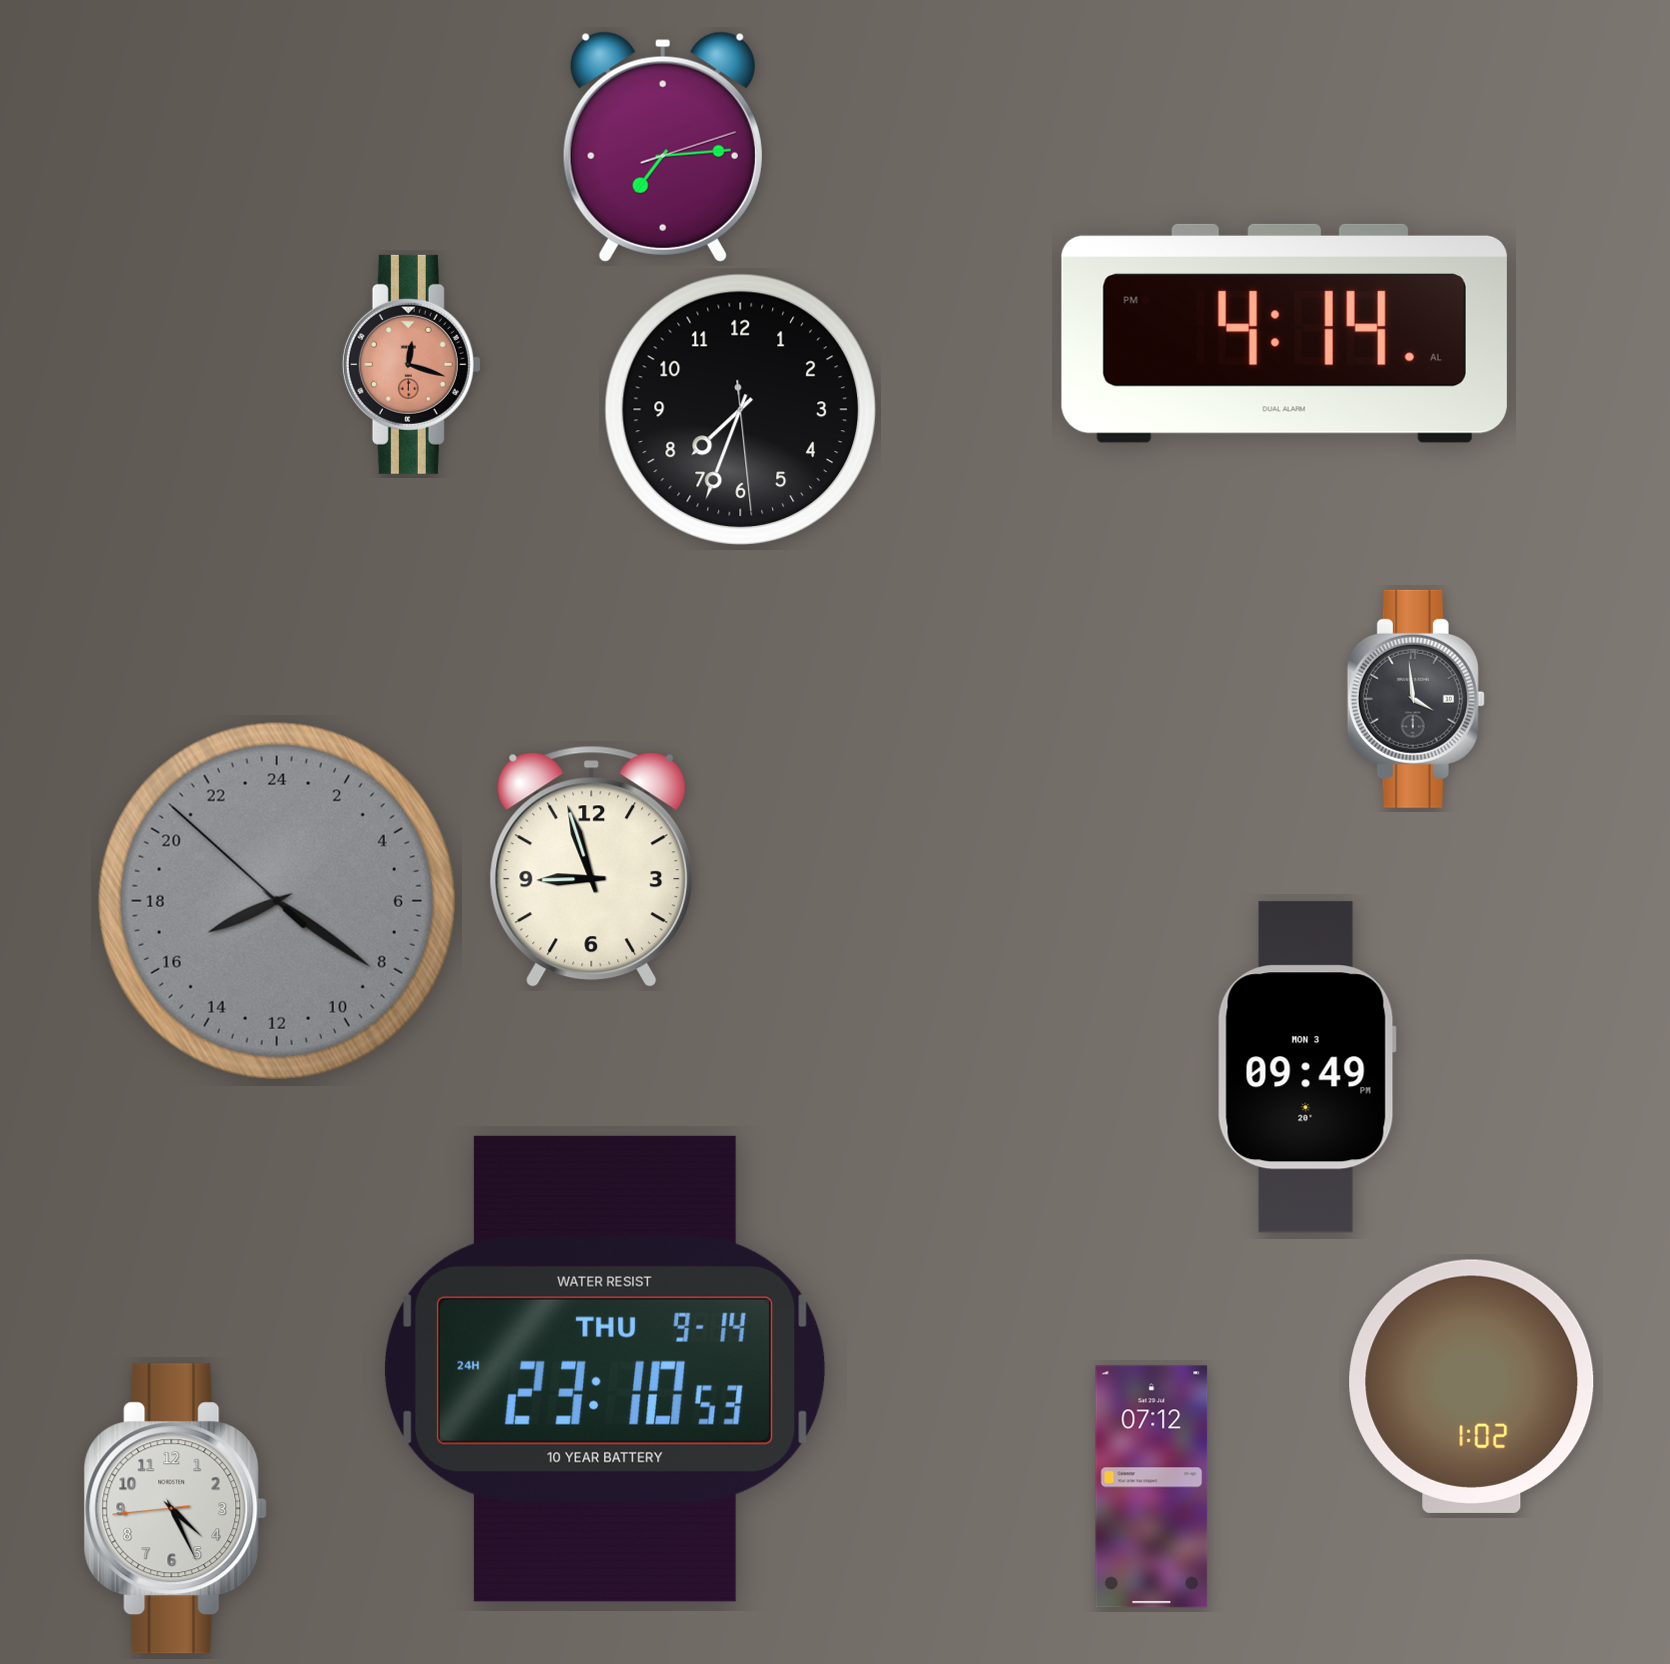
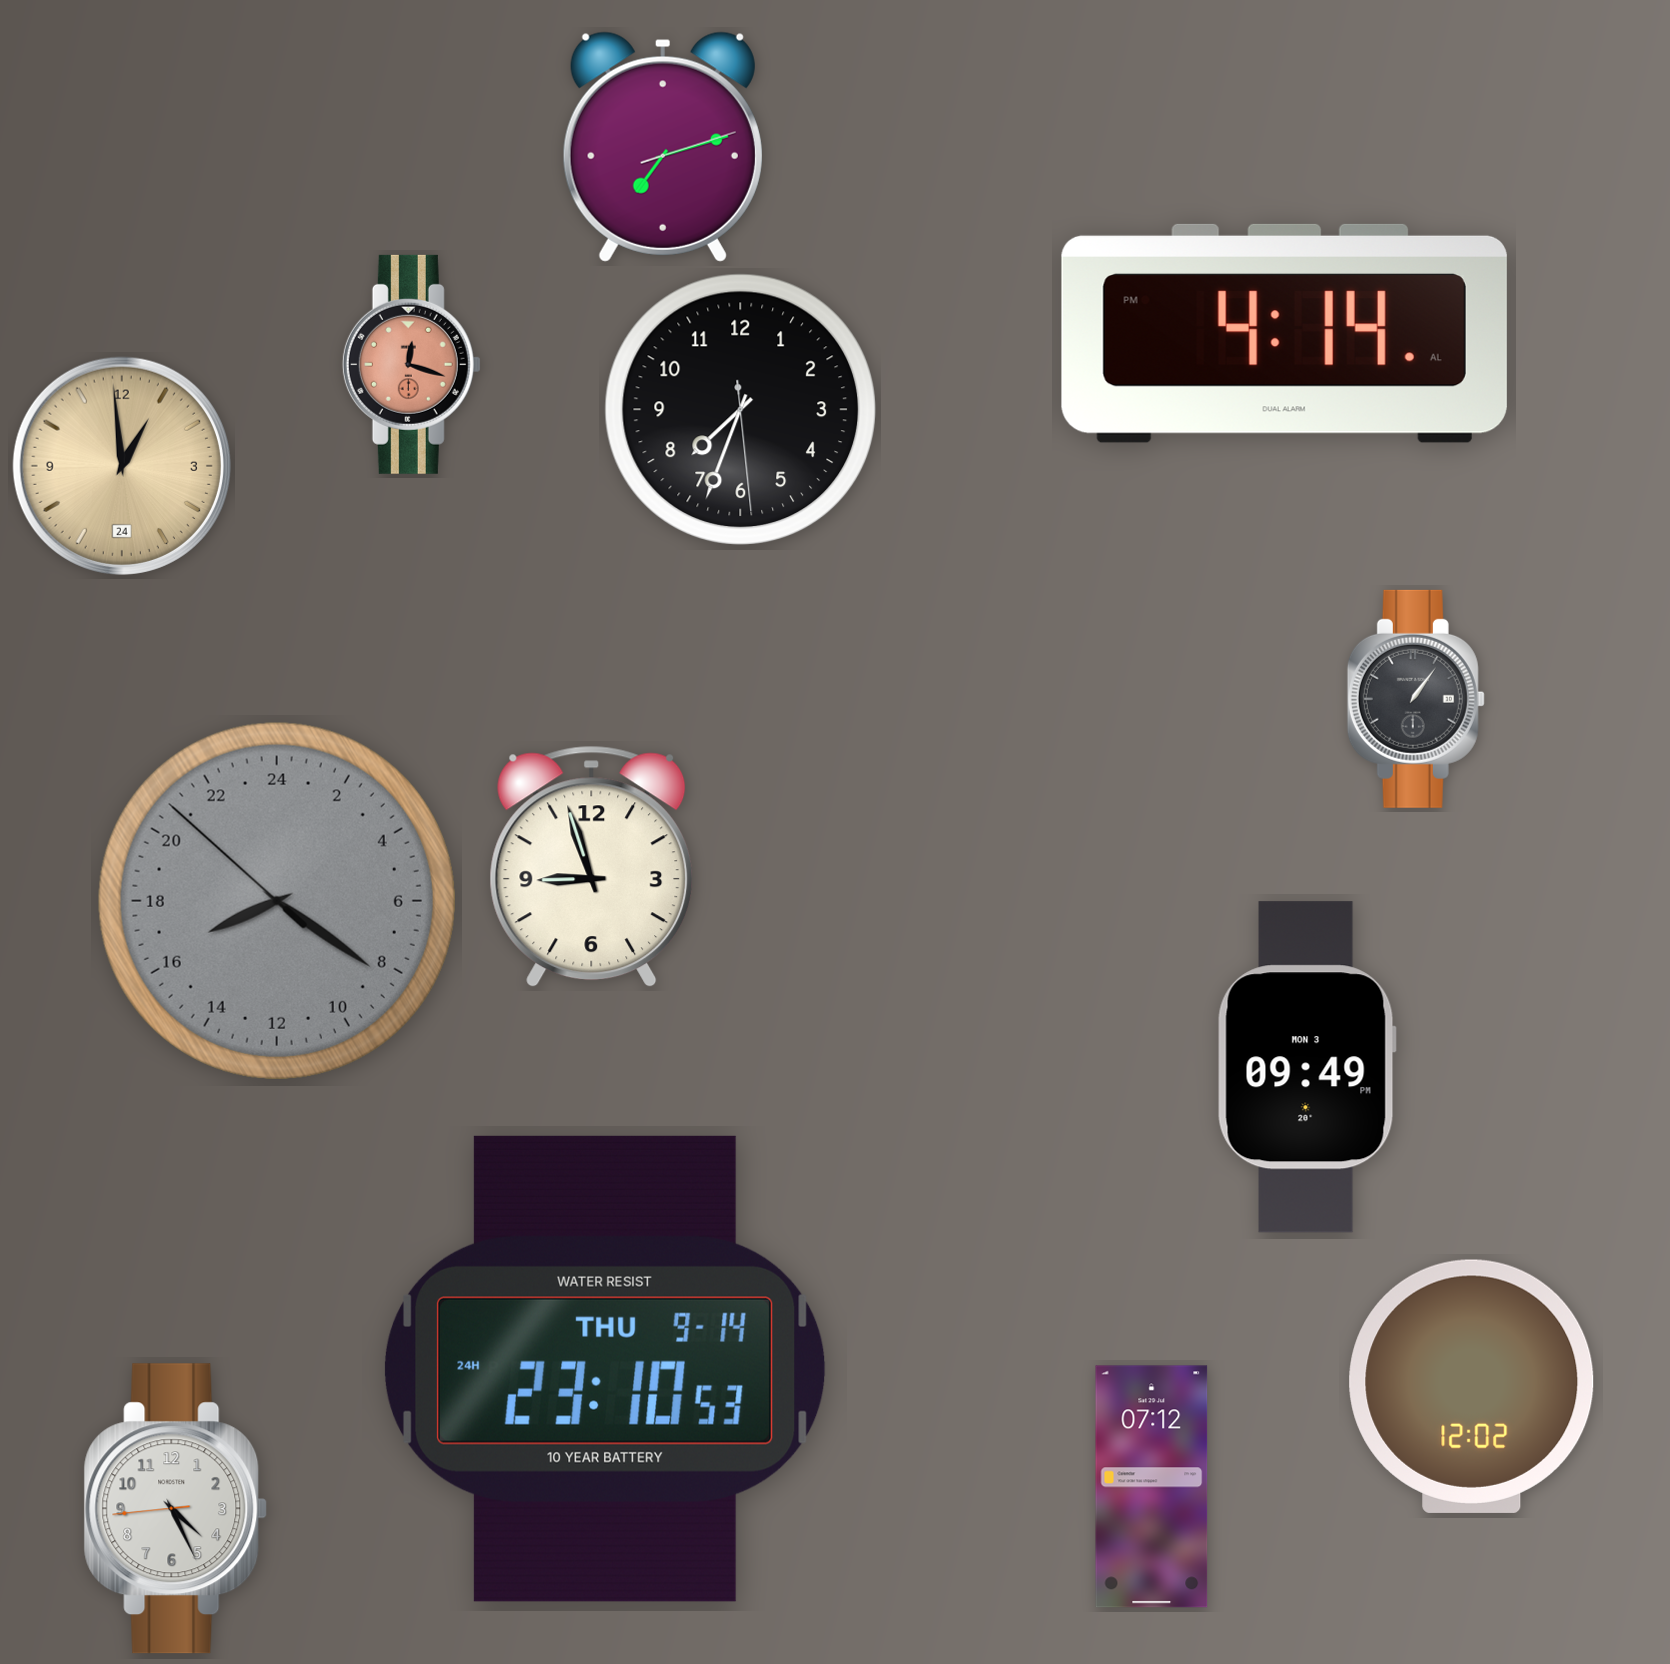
clock at (663, 147): 7:14 -> 7:12
clock at (122, 466): none -> 12:59
clock at (1416, 699): 3:59 -> 1:06
clock at (1472, 1386): 1:02 -> 12:02
